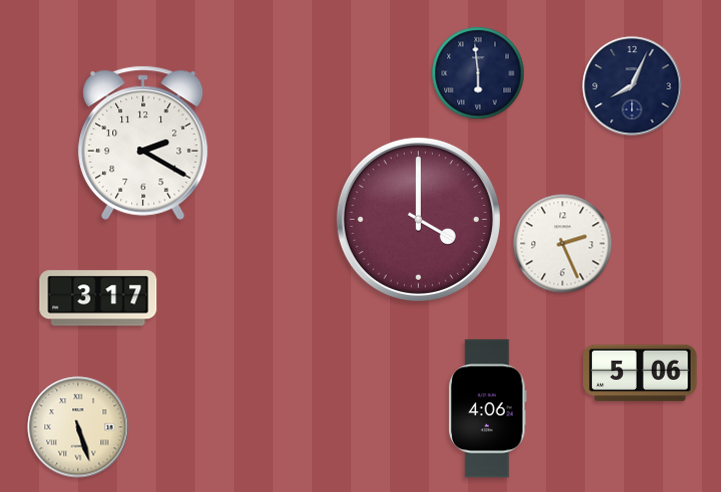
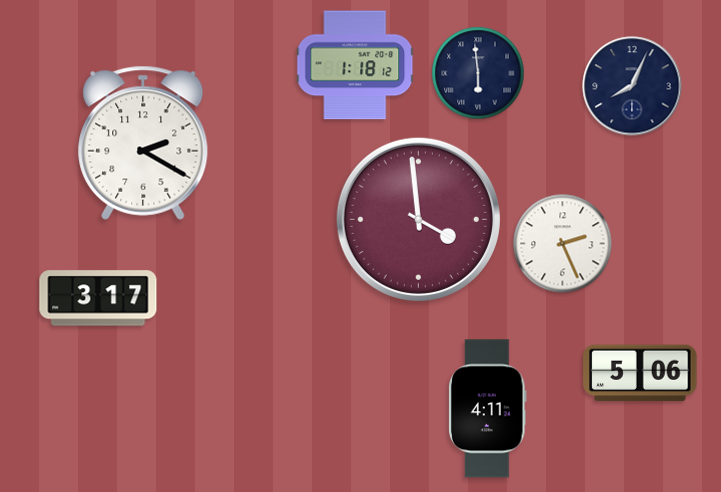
clock at (355, 65): none -> 1:18
clock at (418, 219): 4:00 -> 3:59
clock at (488, 409): 4:06 -> 4:11
clock at (78, 427): 5:27 -> none
